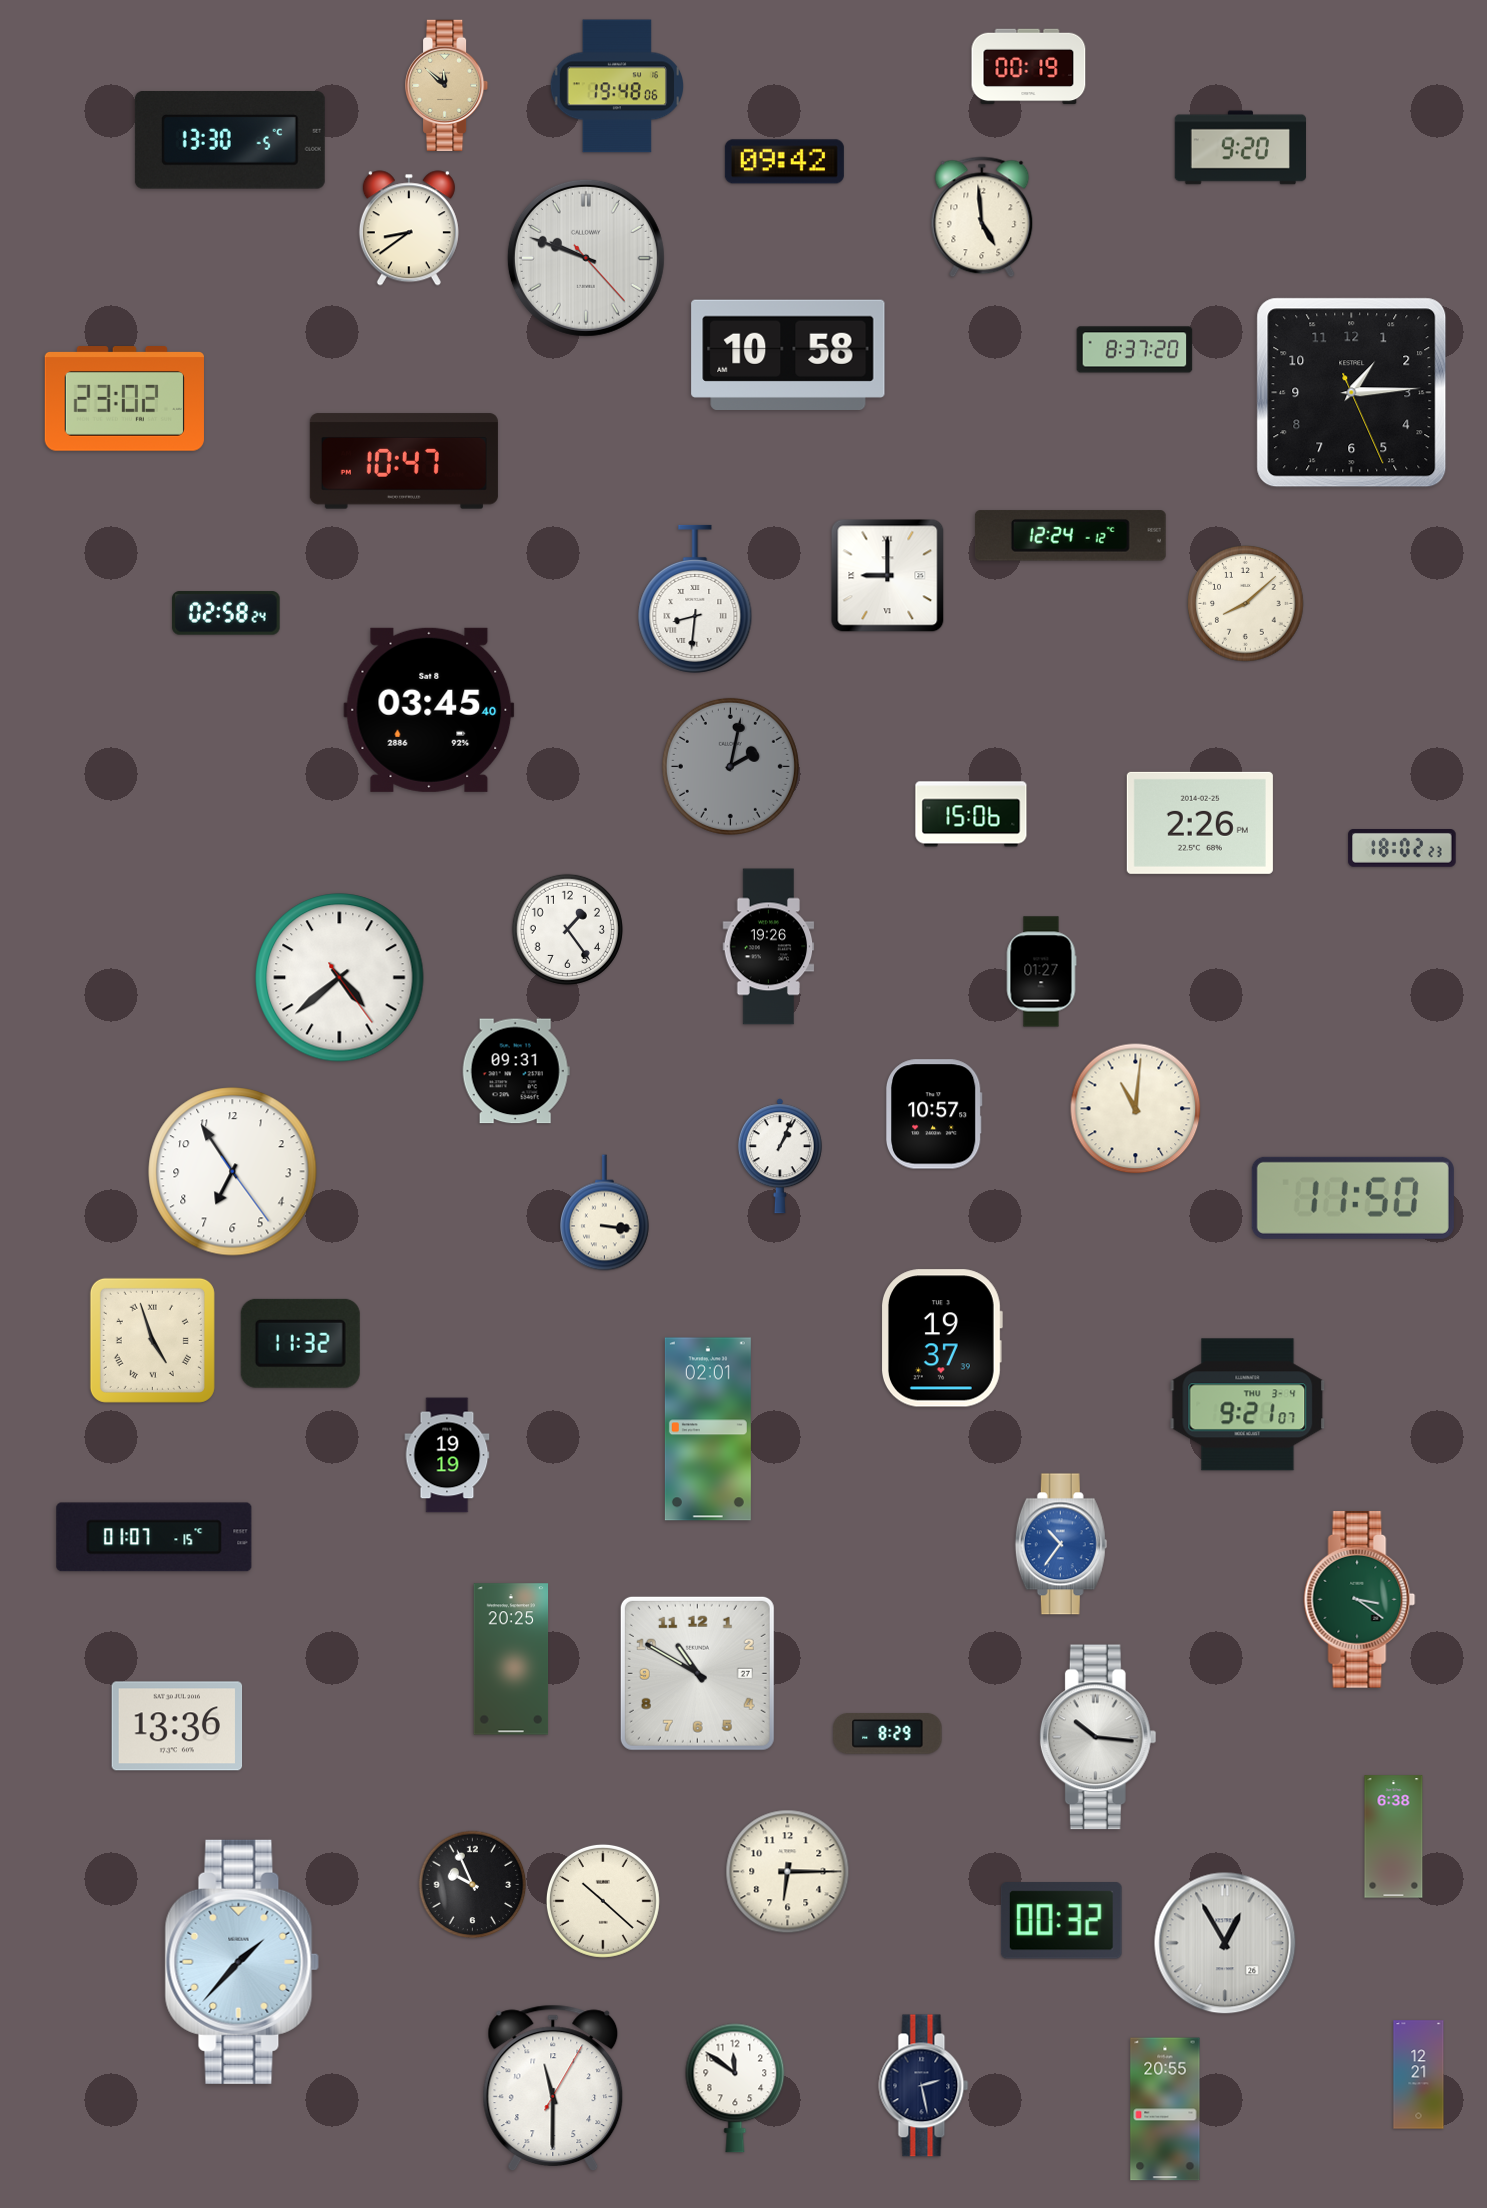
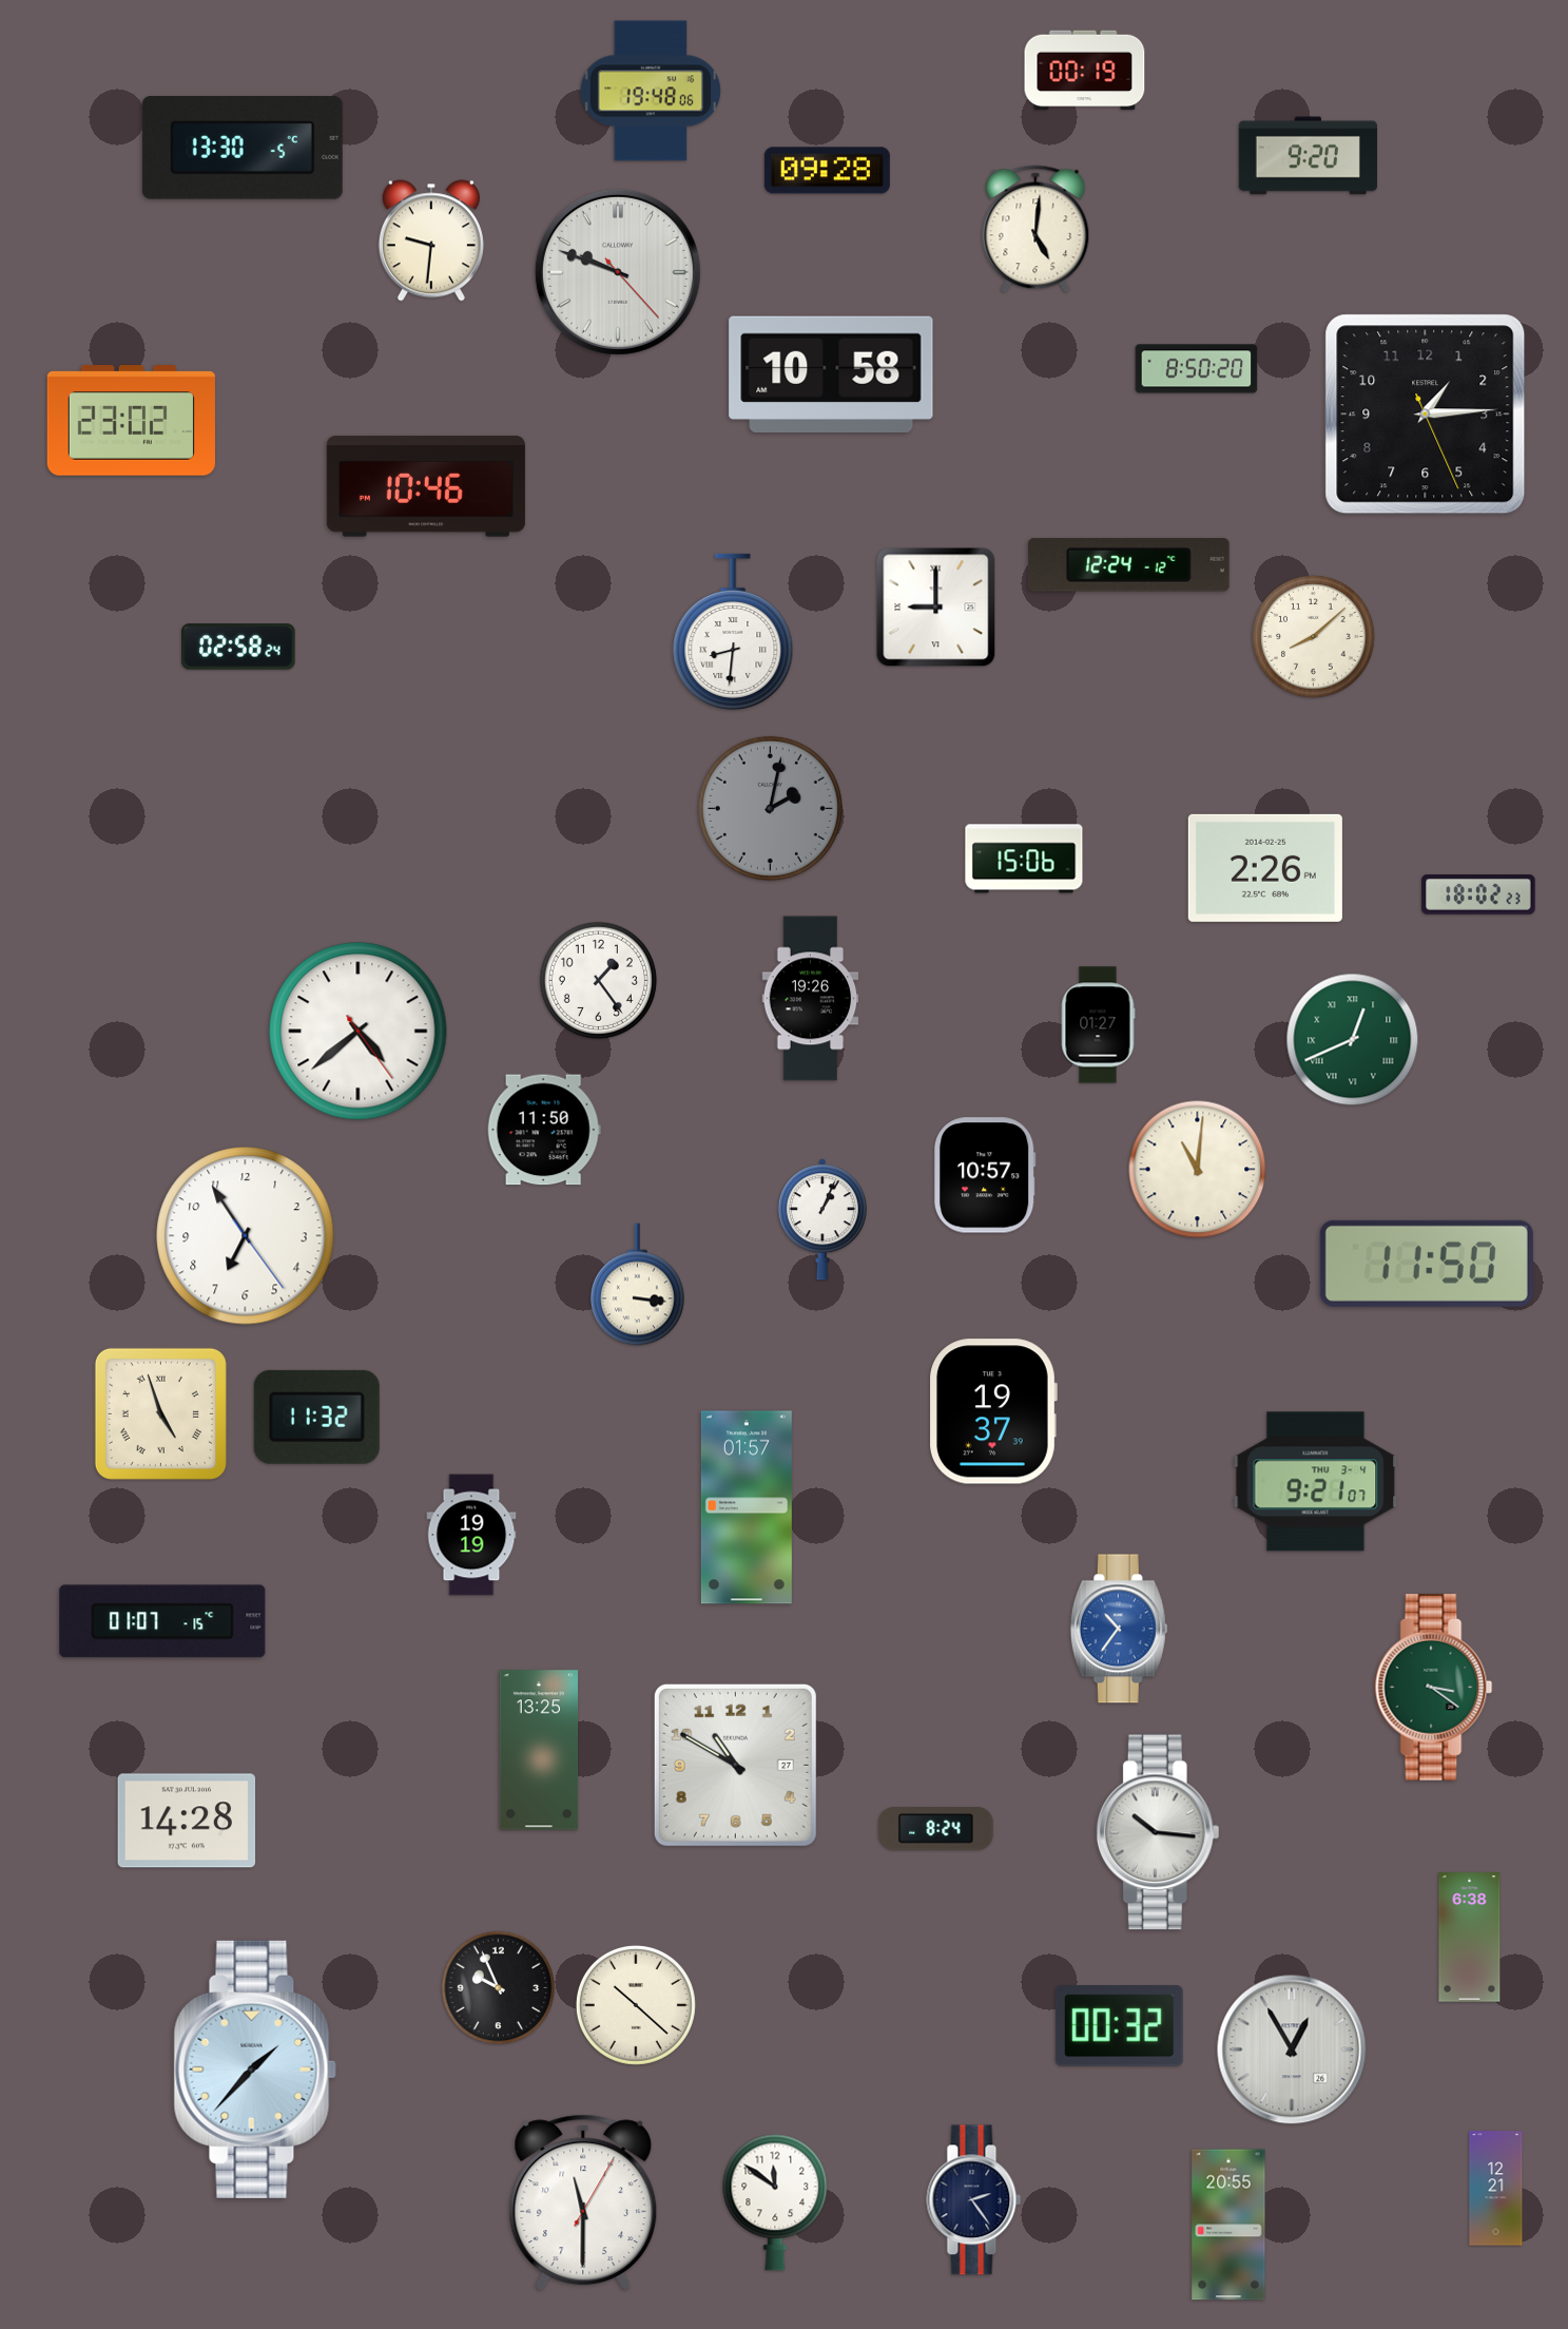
clock at (448, 85): 11:52 -> none
clock at (784, 162): 09:42 -> 09:28
clock at (982, 217): 4:59 -> 5:01
clock at (409, 228): 8:39 -> 9:31
clock at (1135, 350): 8:37 -> 8:50
clock at (404, 461): 10:47 -> 10:46
clock at (429, 710): 03:45 -> none
clock at (1353, 1040): none -> 12:41
clock at (516, 1071): 09:31 -> 11:50
clock at (605, 1213) position: (605, 1213) -> (638, 1285)
clock at (708, 1429): 02:01 -> 01:57
clock at (511, 1659): 20:25 -> 13:25
clock at (177, 1726): 13:36 -> 14:28
clock at (888, 1734): 8:29 -> 8:24
clock at (788, 1872): 6:15 -> none
clock at (924, 2086): 2:28 -> 2:24
